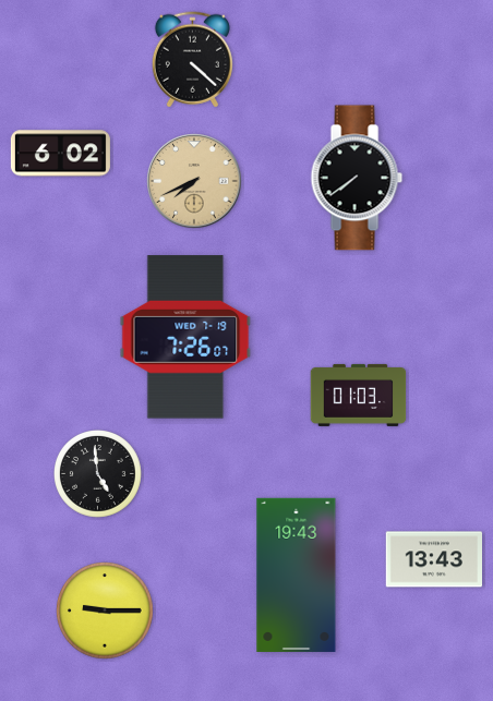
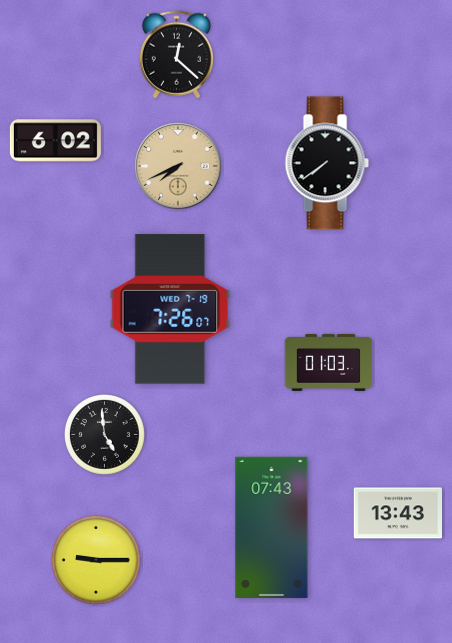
clock at (192, 60): 4:22 -> 12:22
clock at (98, 474) position: (98, 474) -> (105, 435)
clock at (297, 575): 19:43 -> 07:43
